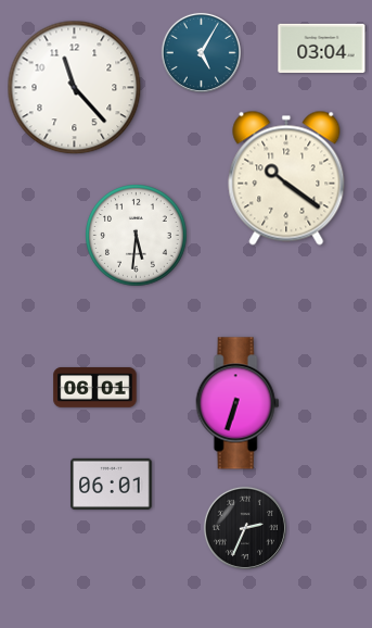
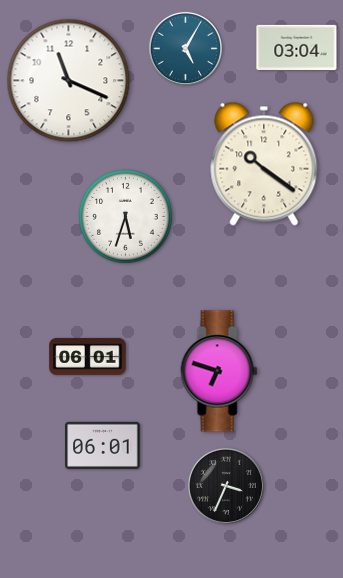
clock at (322, 48) position: (322, 48) -> (297, 47)
clock at (75, 88): 11:23 -> 11:19
clock at (137, 236): 5:31 -> 5:33
clock at (238, 403): 6:33 -> 6:48
clock at (245, 528): 2:34 -> 3:34
